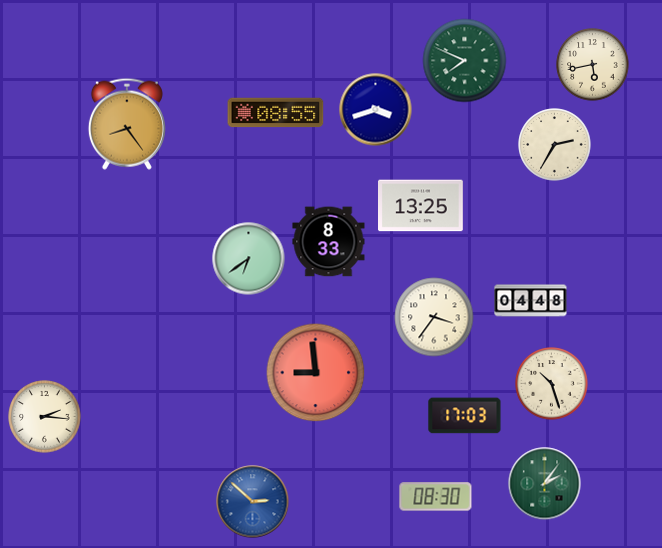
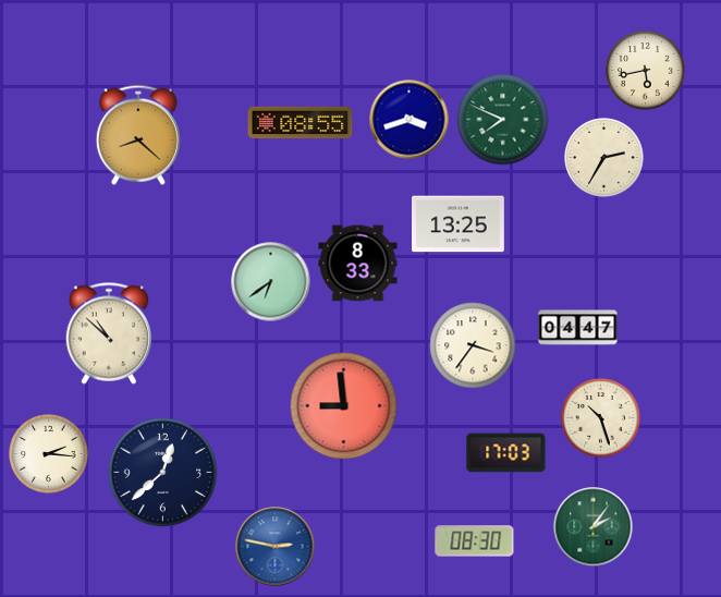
clock at (465, 61) position: (465, 61) -> (503, 120)
clock at (127, 124): 8:24 -> 8:22
clock at (531, 301): 04:48 -> 04:47
clock at (108, 333): none -> 10:52
clock at (163, 473): none -> 12:38
clock at (253, 502): 2:52 -> 2:47
